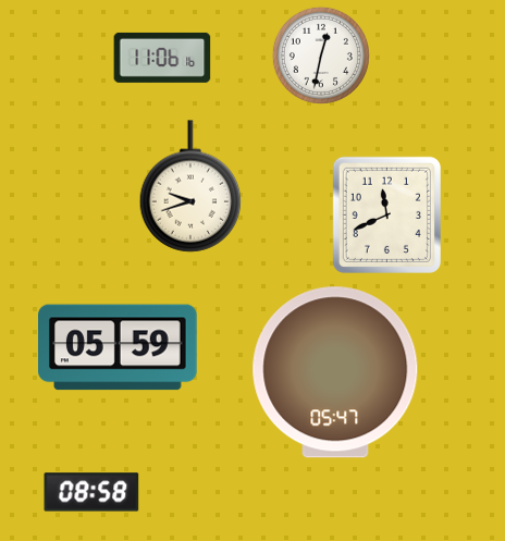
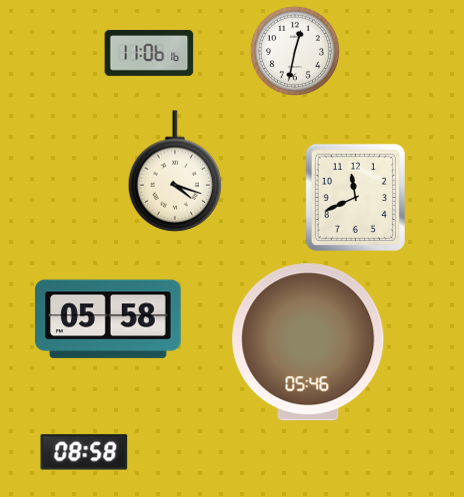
clock at (190, 186): 9:42 -> 4:18
clock at (118, 347): 05:59 -> 05:58
clock at (335, 372): 05:47 -> 05:46
